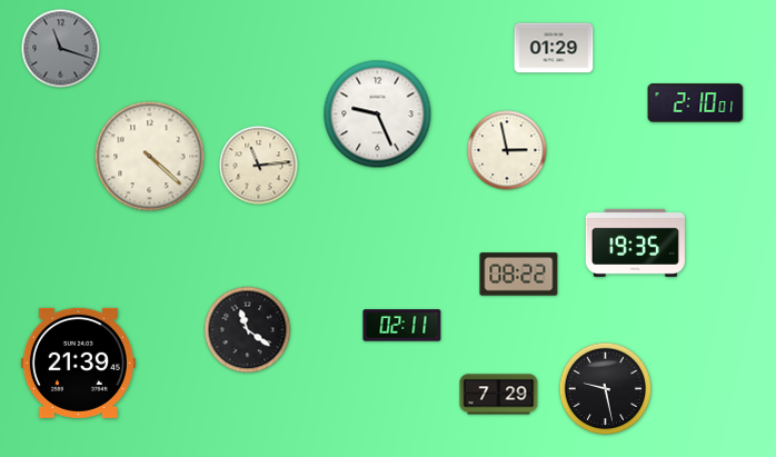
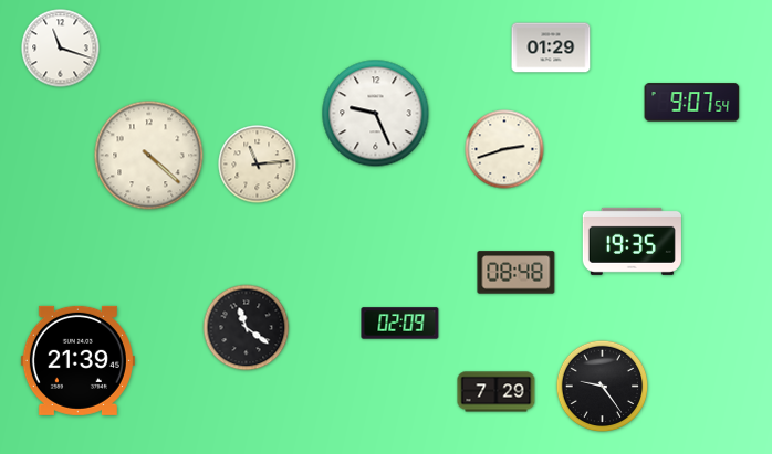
clock at (61, 49) dial: grey -> white
clock at (696, 103): 2:10 -> 9:07
clock at (507, 150): 2:58 -> 2:42
clock at (519, 275): 08:22 -> 08:48
clock at (402, 326): 02:11 -> 02:09
clock at (606, 389): 9:28 -> 9:24
